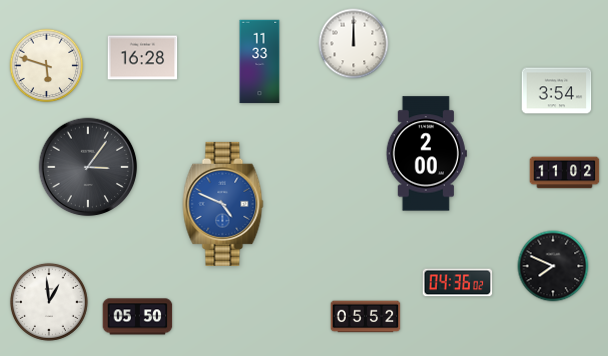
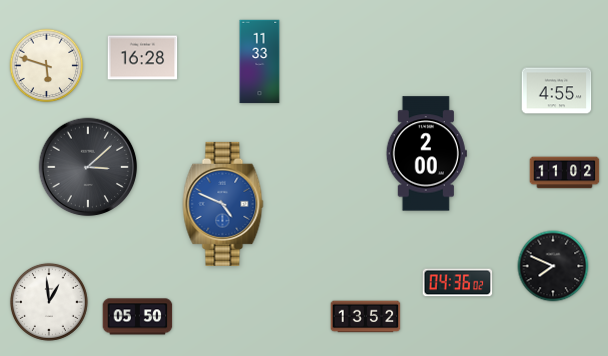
clock at (354, 44): 12:00 -> none
clock at (557, 91): 3:54 -> 4:55
clock at (88, 167): 3:06 -> 3:08
clock at (366, 317): 05:52 -> 13:52
